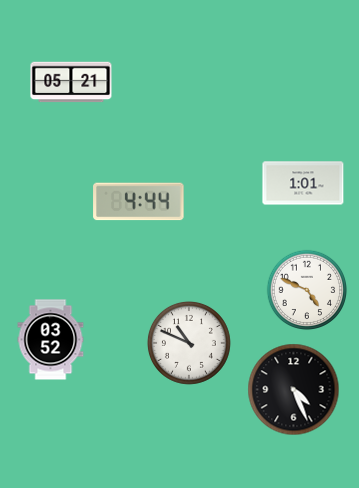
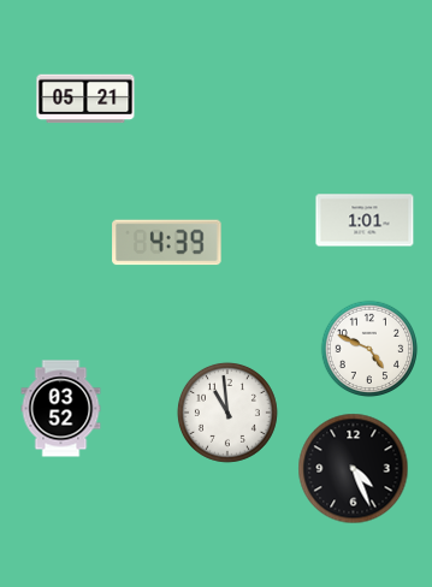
clock at (139, 202): 4:44 -> 4:39
clock at (189, 343): 10:49 -> 10:59
